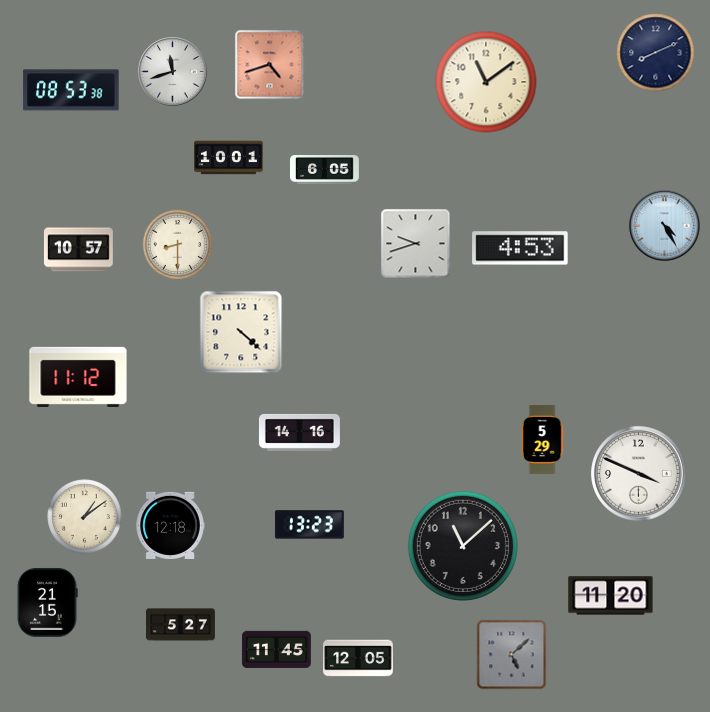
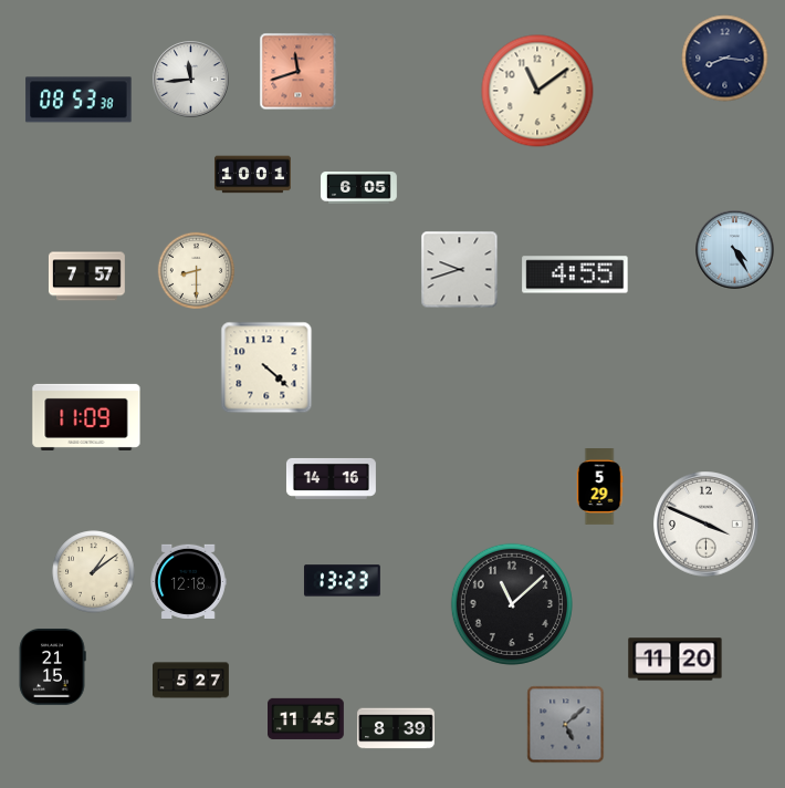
clock at (656, 53): 8:11 -> 8:16
clock at (270, 65): 4:42 -> 11:42
clock at (173, 72): 11:42 -> 11:44
clock at (520, 248): 4:53 -> 4:55
clock at (78, 250): 10:57 -> 7:57
clock at (78, 377): 11:12 -> 11:09
clock at (181, 625) position: (181, 625) -> (191, 681)
clock at (358, 658): 12:05 -> 8:39
